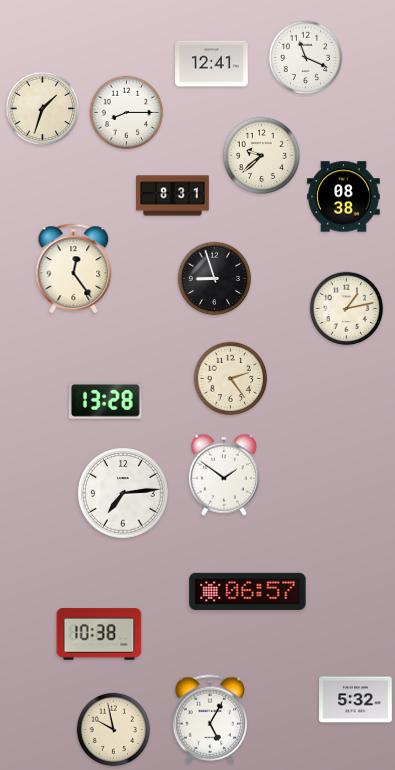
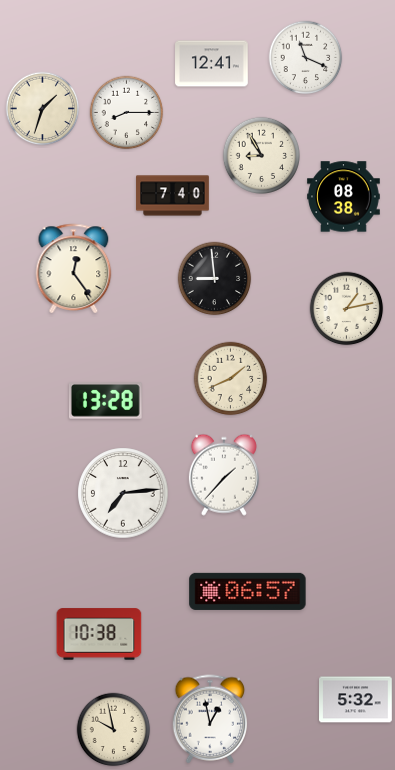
clock at (262, 156): 9:38 -> 8:55
clock at (173, 196): 8:31 -> 7:40
clock at (215, 279): 8:57 -> 8:59
clock at (231, 379): 2:24 -> 1:41
clock at (224, 475): 1:51 -> 1:37
clock at (210, 719): 5:05 -> 12:58
